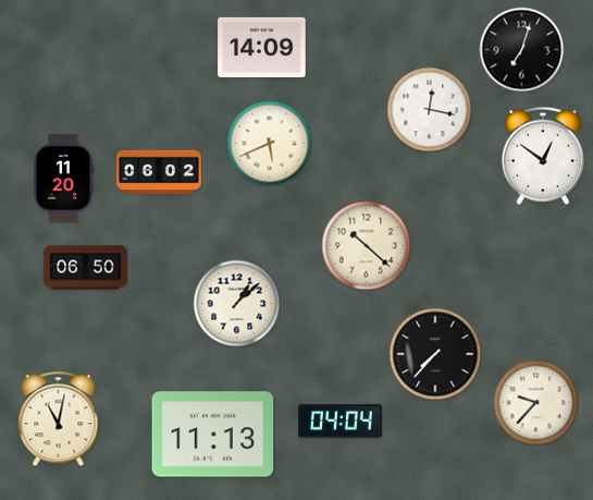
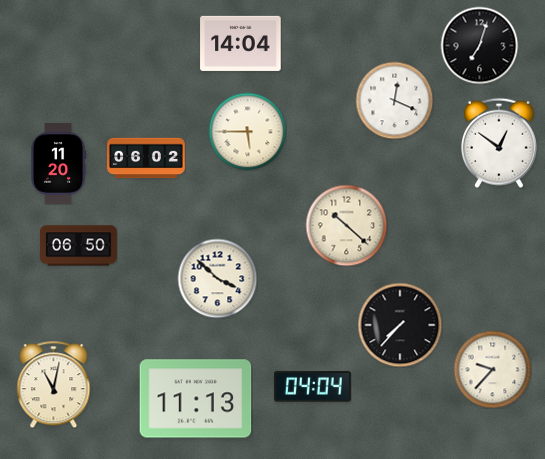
clock at (262, 47): 14:09 -> 14:04
clock at (429, 109): 12:17 -> 12:19
clock at (269, 143): 5:41 -> 5:45
clock at (366, 245) position: (366, 245) -> (346, 225)
clock at (236, 303): 1:08 -> 3:52
